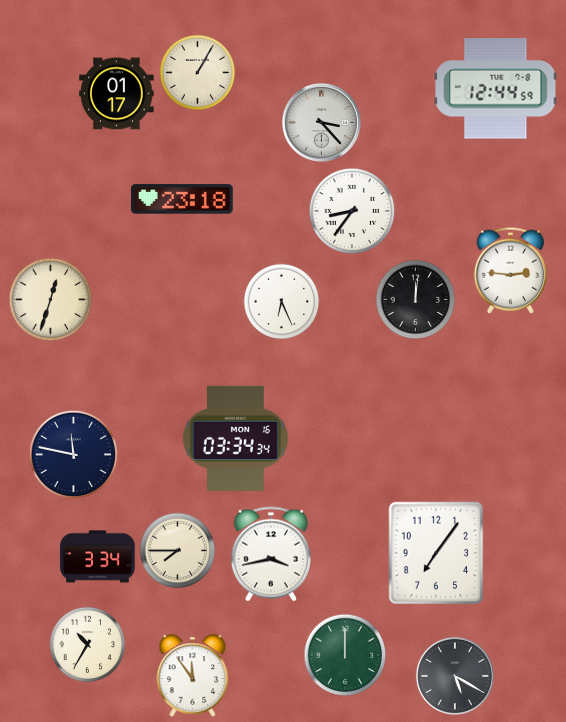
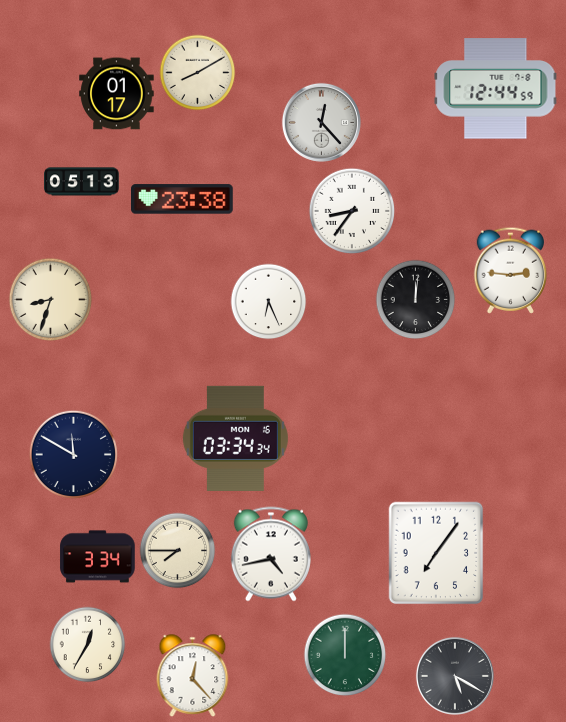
clock at (198, 73): 1:05 -> 8:10
clock at (321, 122): 3:23 -> 12:23
clock at (82, 182): none -> 05:13
clock at (183, 199): 23:18 -> 23:38
clock at (51, 300): 12:33 -> 8:33
clock at (282, 302) position: (282, 302) -> (269, 302)
clock at (74, 455): 11:47 -> 11:50
clock at (271, 554): 3:43 -> 4:43
clock at (88, 645): 10:35 -> 12:35
clock at (193, 676): 11:54 -> 12:23
